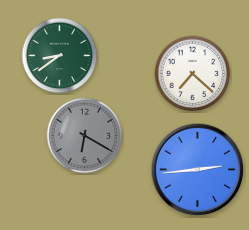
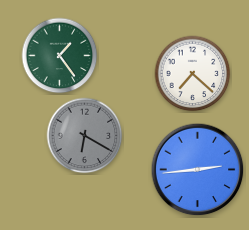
clock at (60, 56): 8:39 -> 1:24
